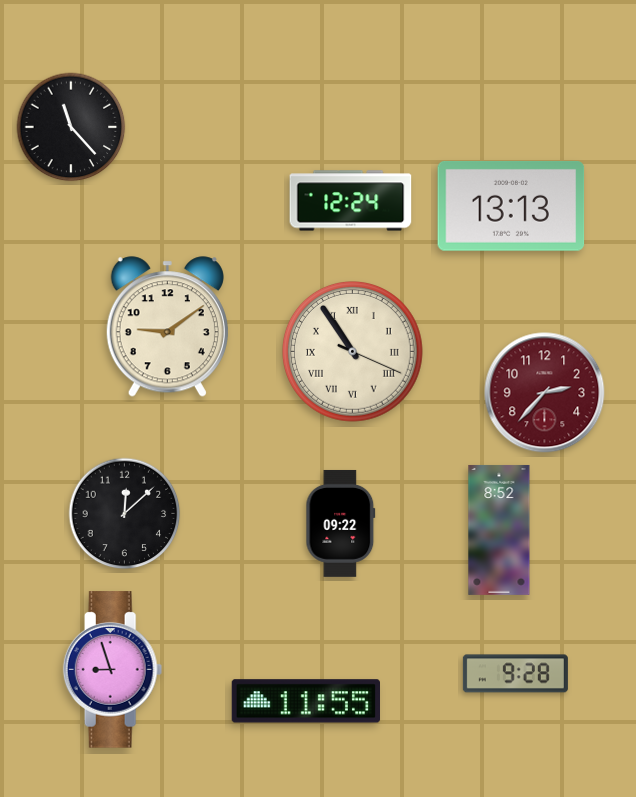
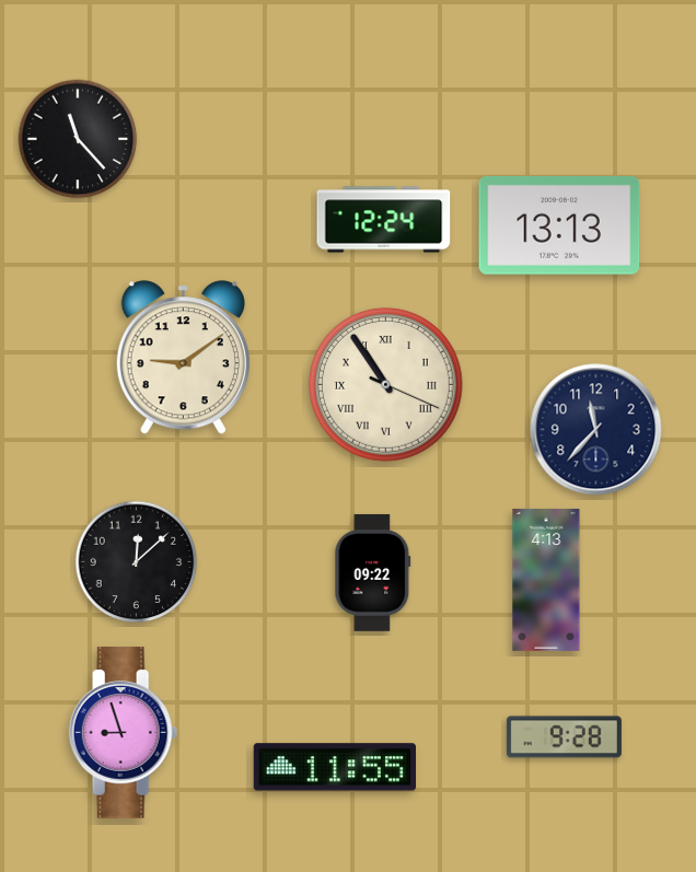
clock at (545, 393): 2:37 -> 11:37
clock at (545, 393) dial: burgundy -> navy
clock at (499, 530): 8:52 -> 4:13
